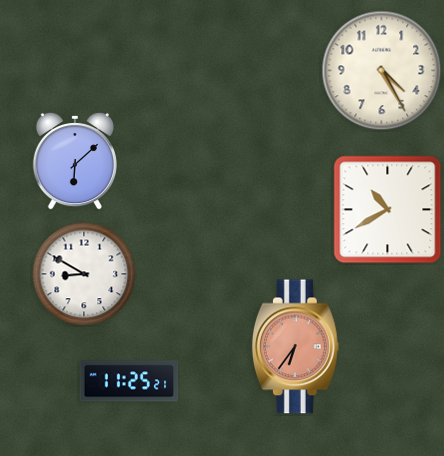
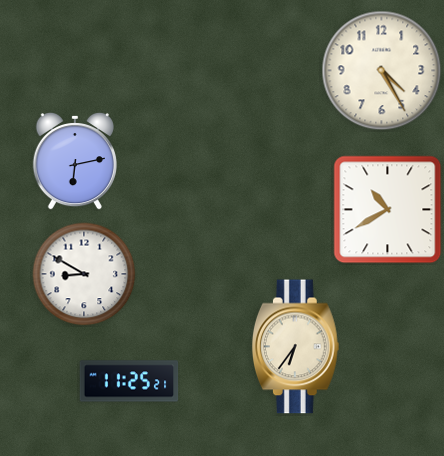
clock at (75, 161): 6:08 -> 6:13
clock at (295, 347) dial: salmon -> cream
